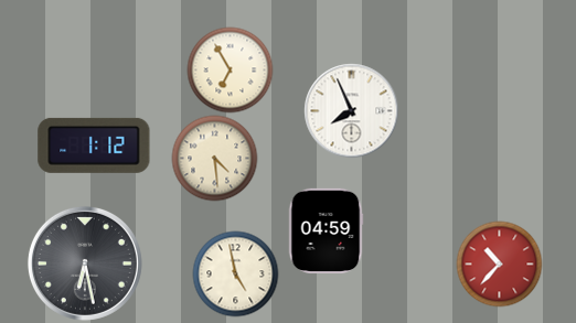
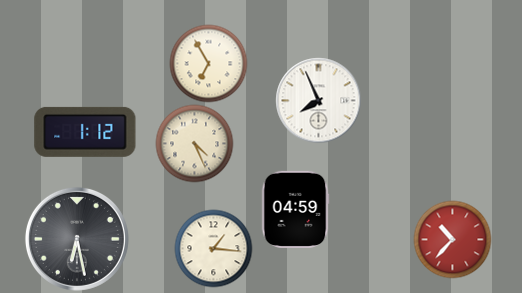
clock at (214, 158): 4:29 -> 4:26
clock at (235, 273): 4:58 -> 1:16
